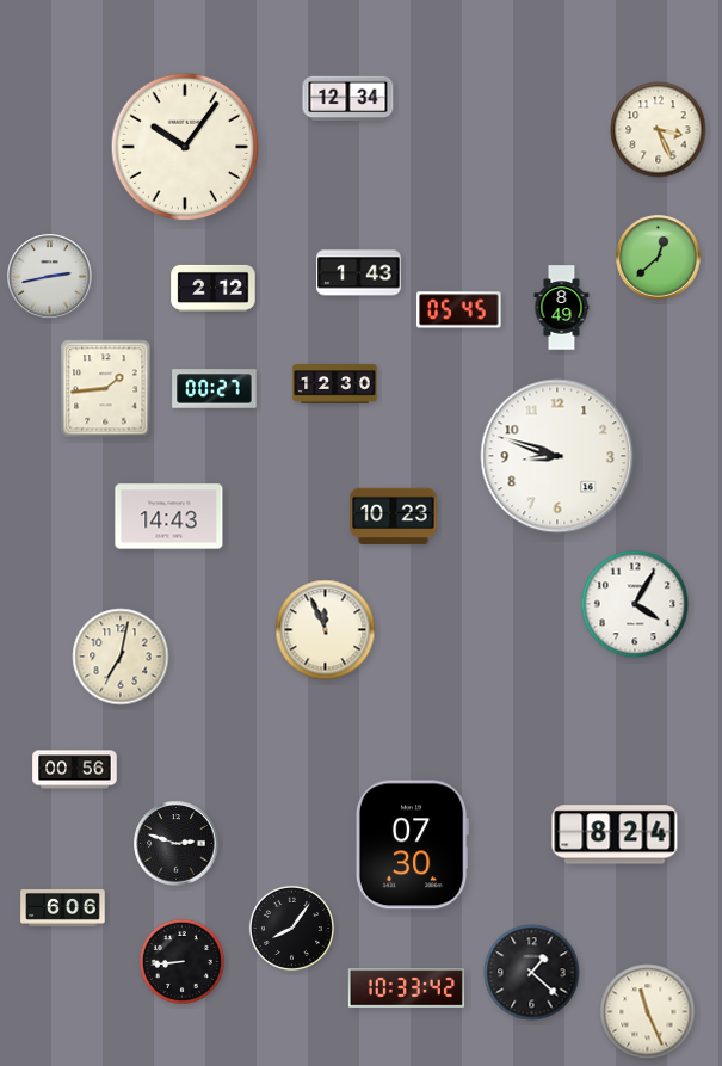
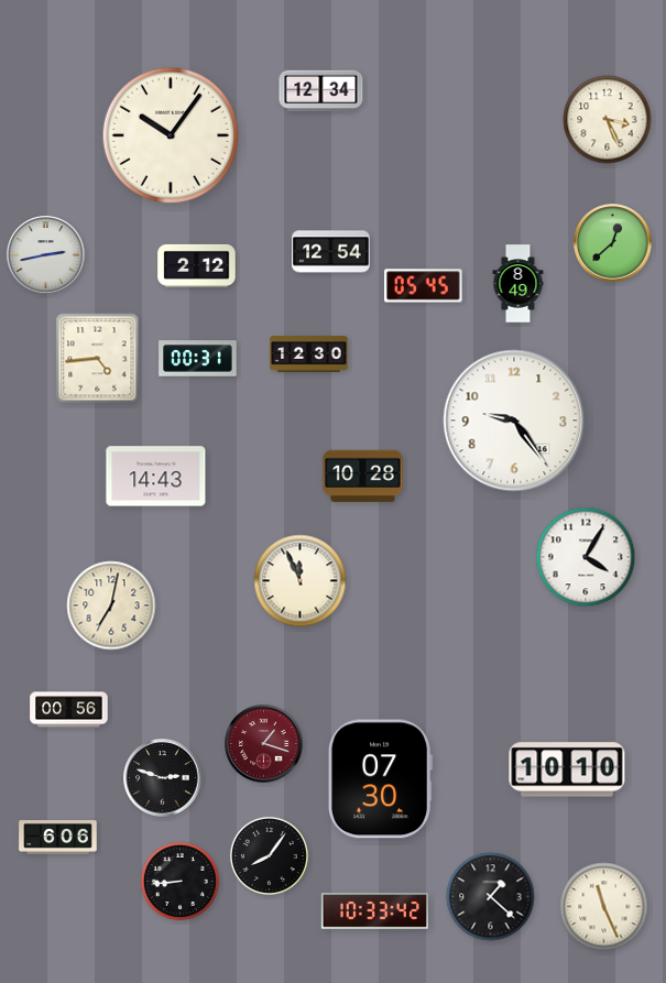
clock at (659, 258) position: (659, 258) -> (613, 243)
clock at (359, 273): 1:43 -> 12:54
clock at (106, 389): 1:44 -> 4:44
clock at (215, 389): 00:27 -> 00:31
clock at (557, 456): 8:48 -> 9:24
clock at (394, 517): 10:23 -> 10:28
clock at (264, 744): none -> 1:18
clock at (615, 834): 8:24 -> 10:10
clock at (181, 961) position: (181, 961) -> (179, 881)
clock at (648, 1012) position: (648, 1012) -> (604, 907)
